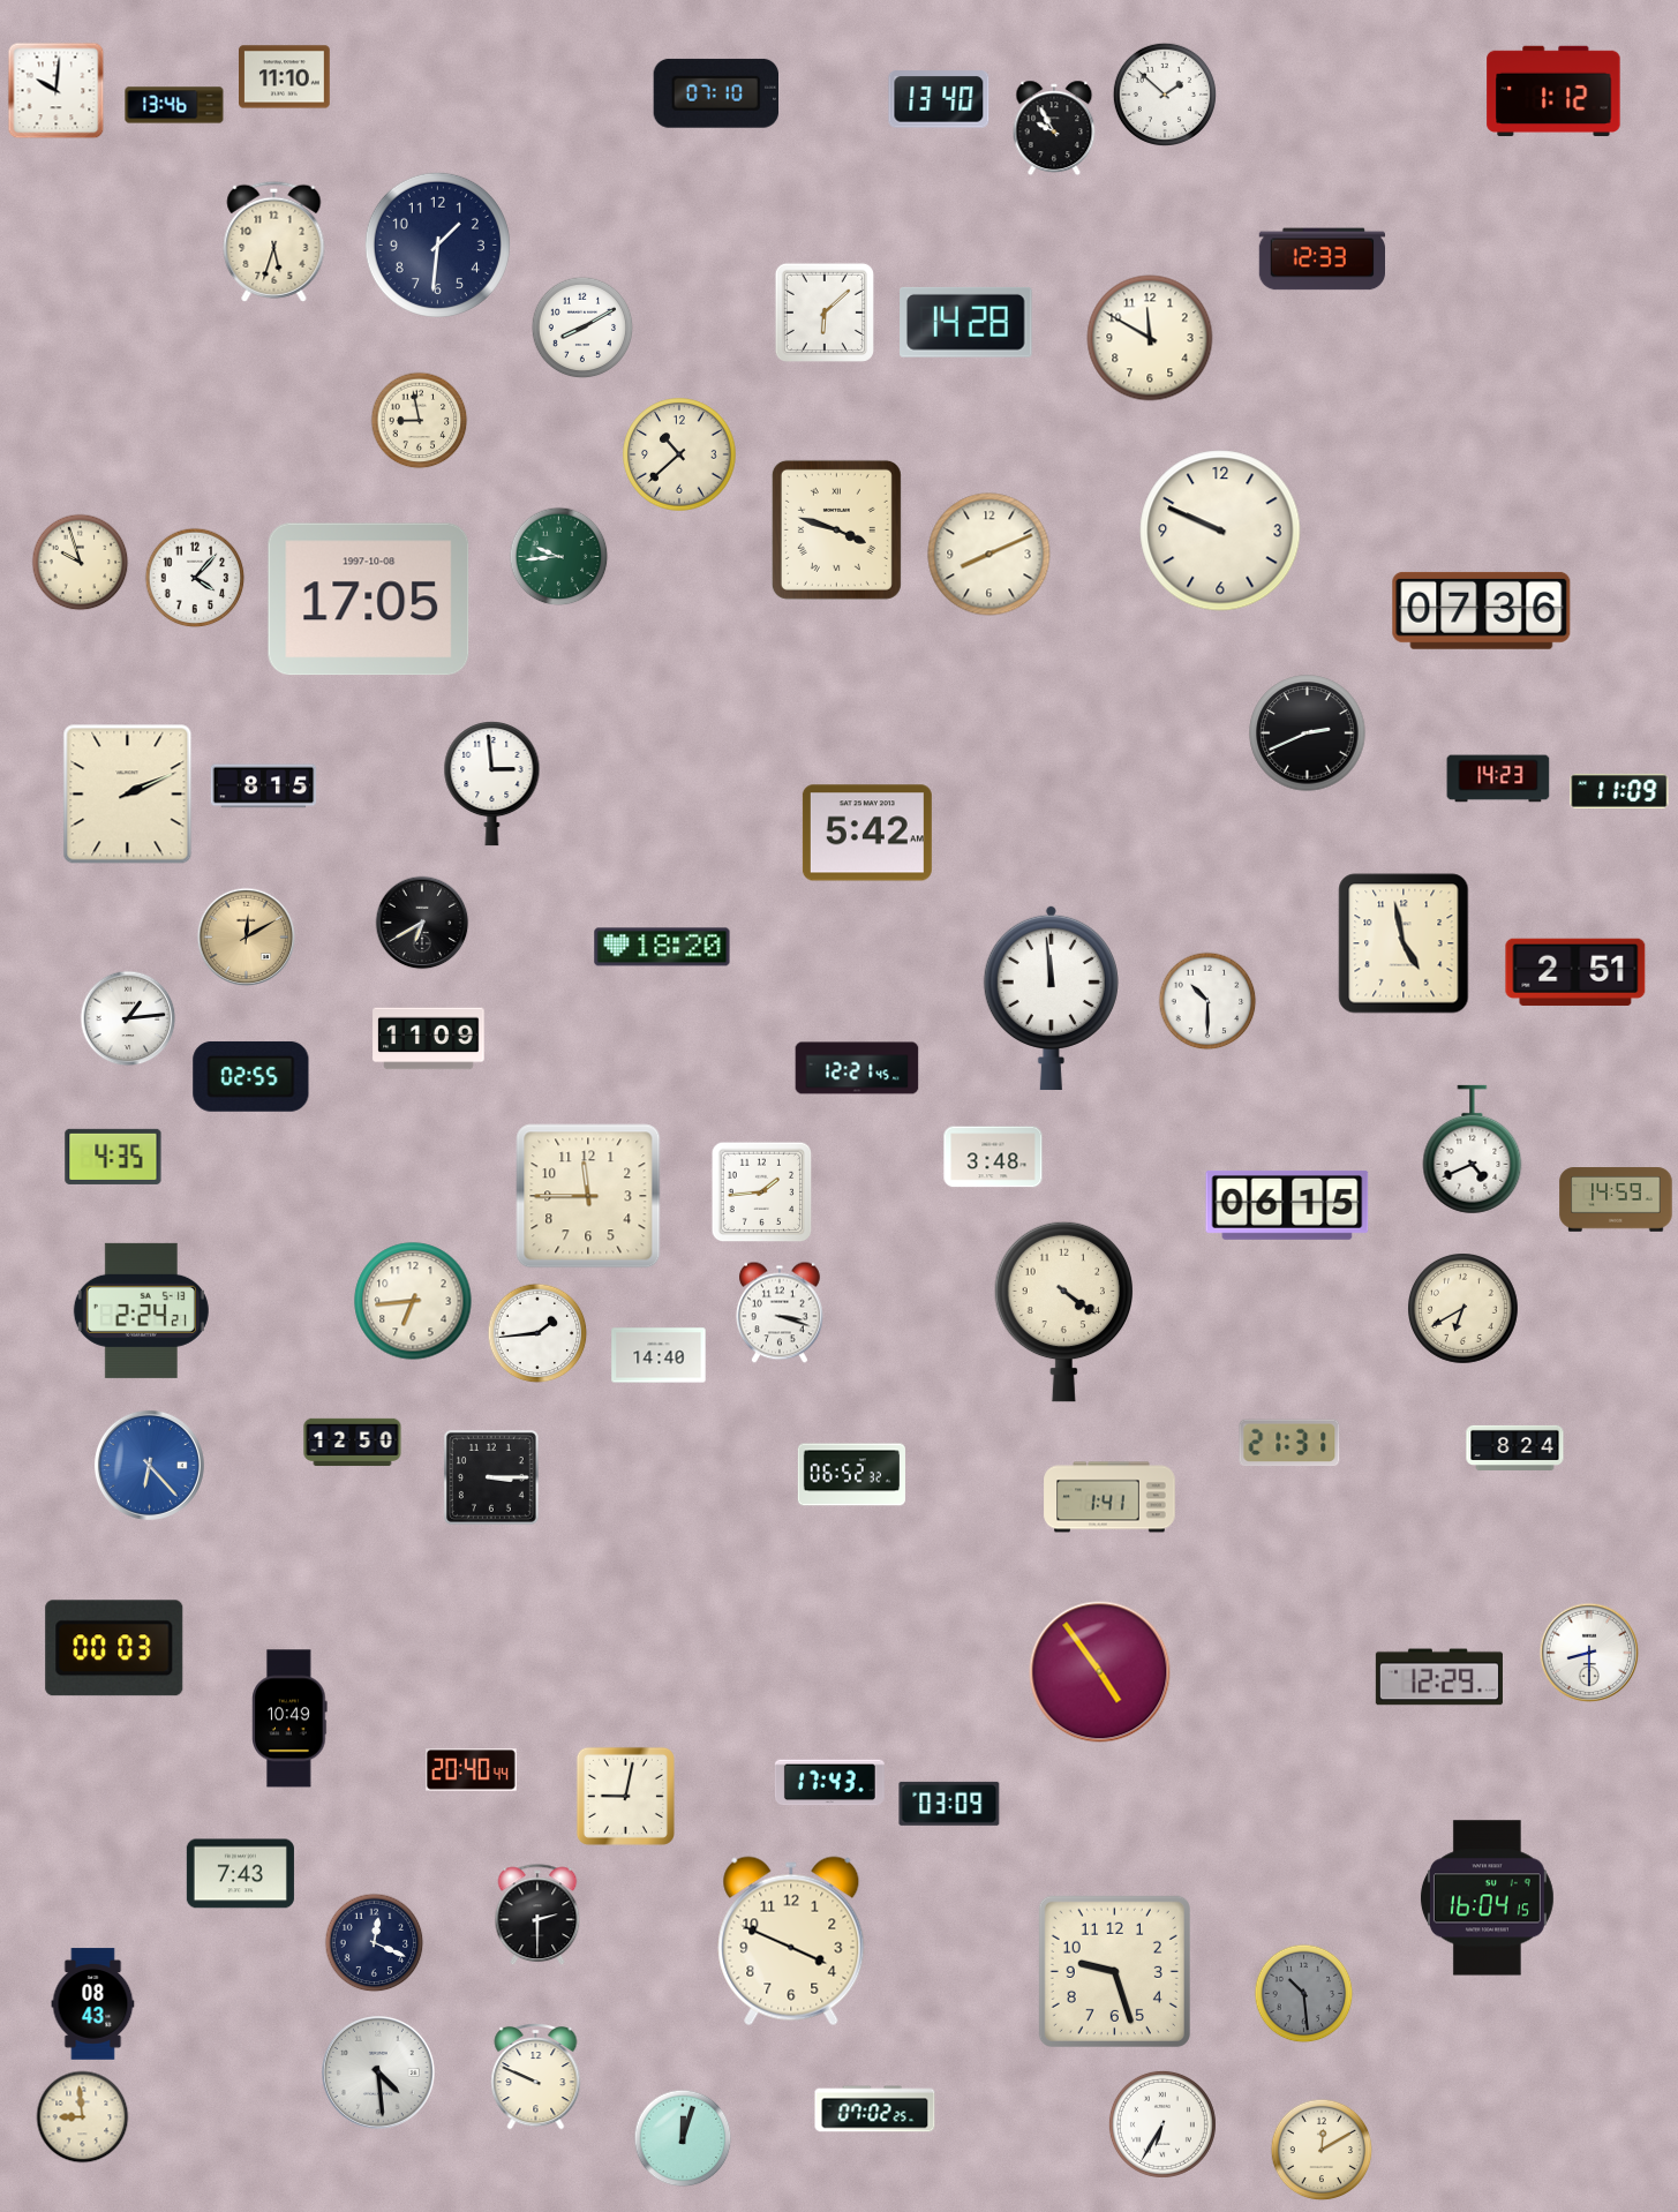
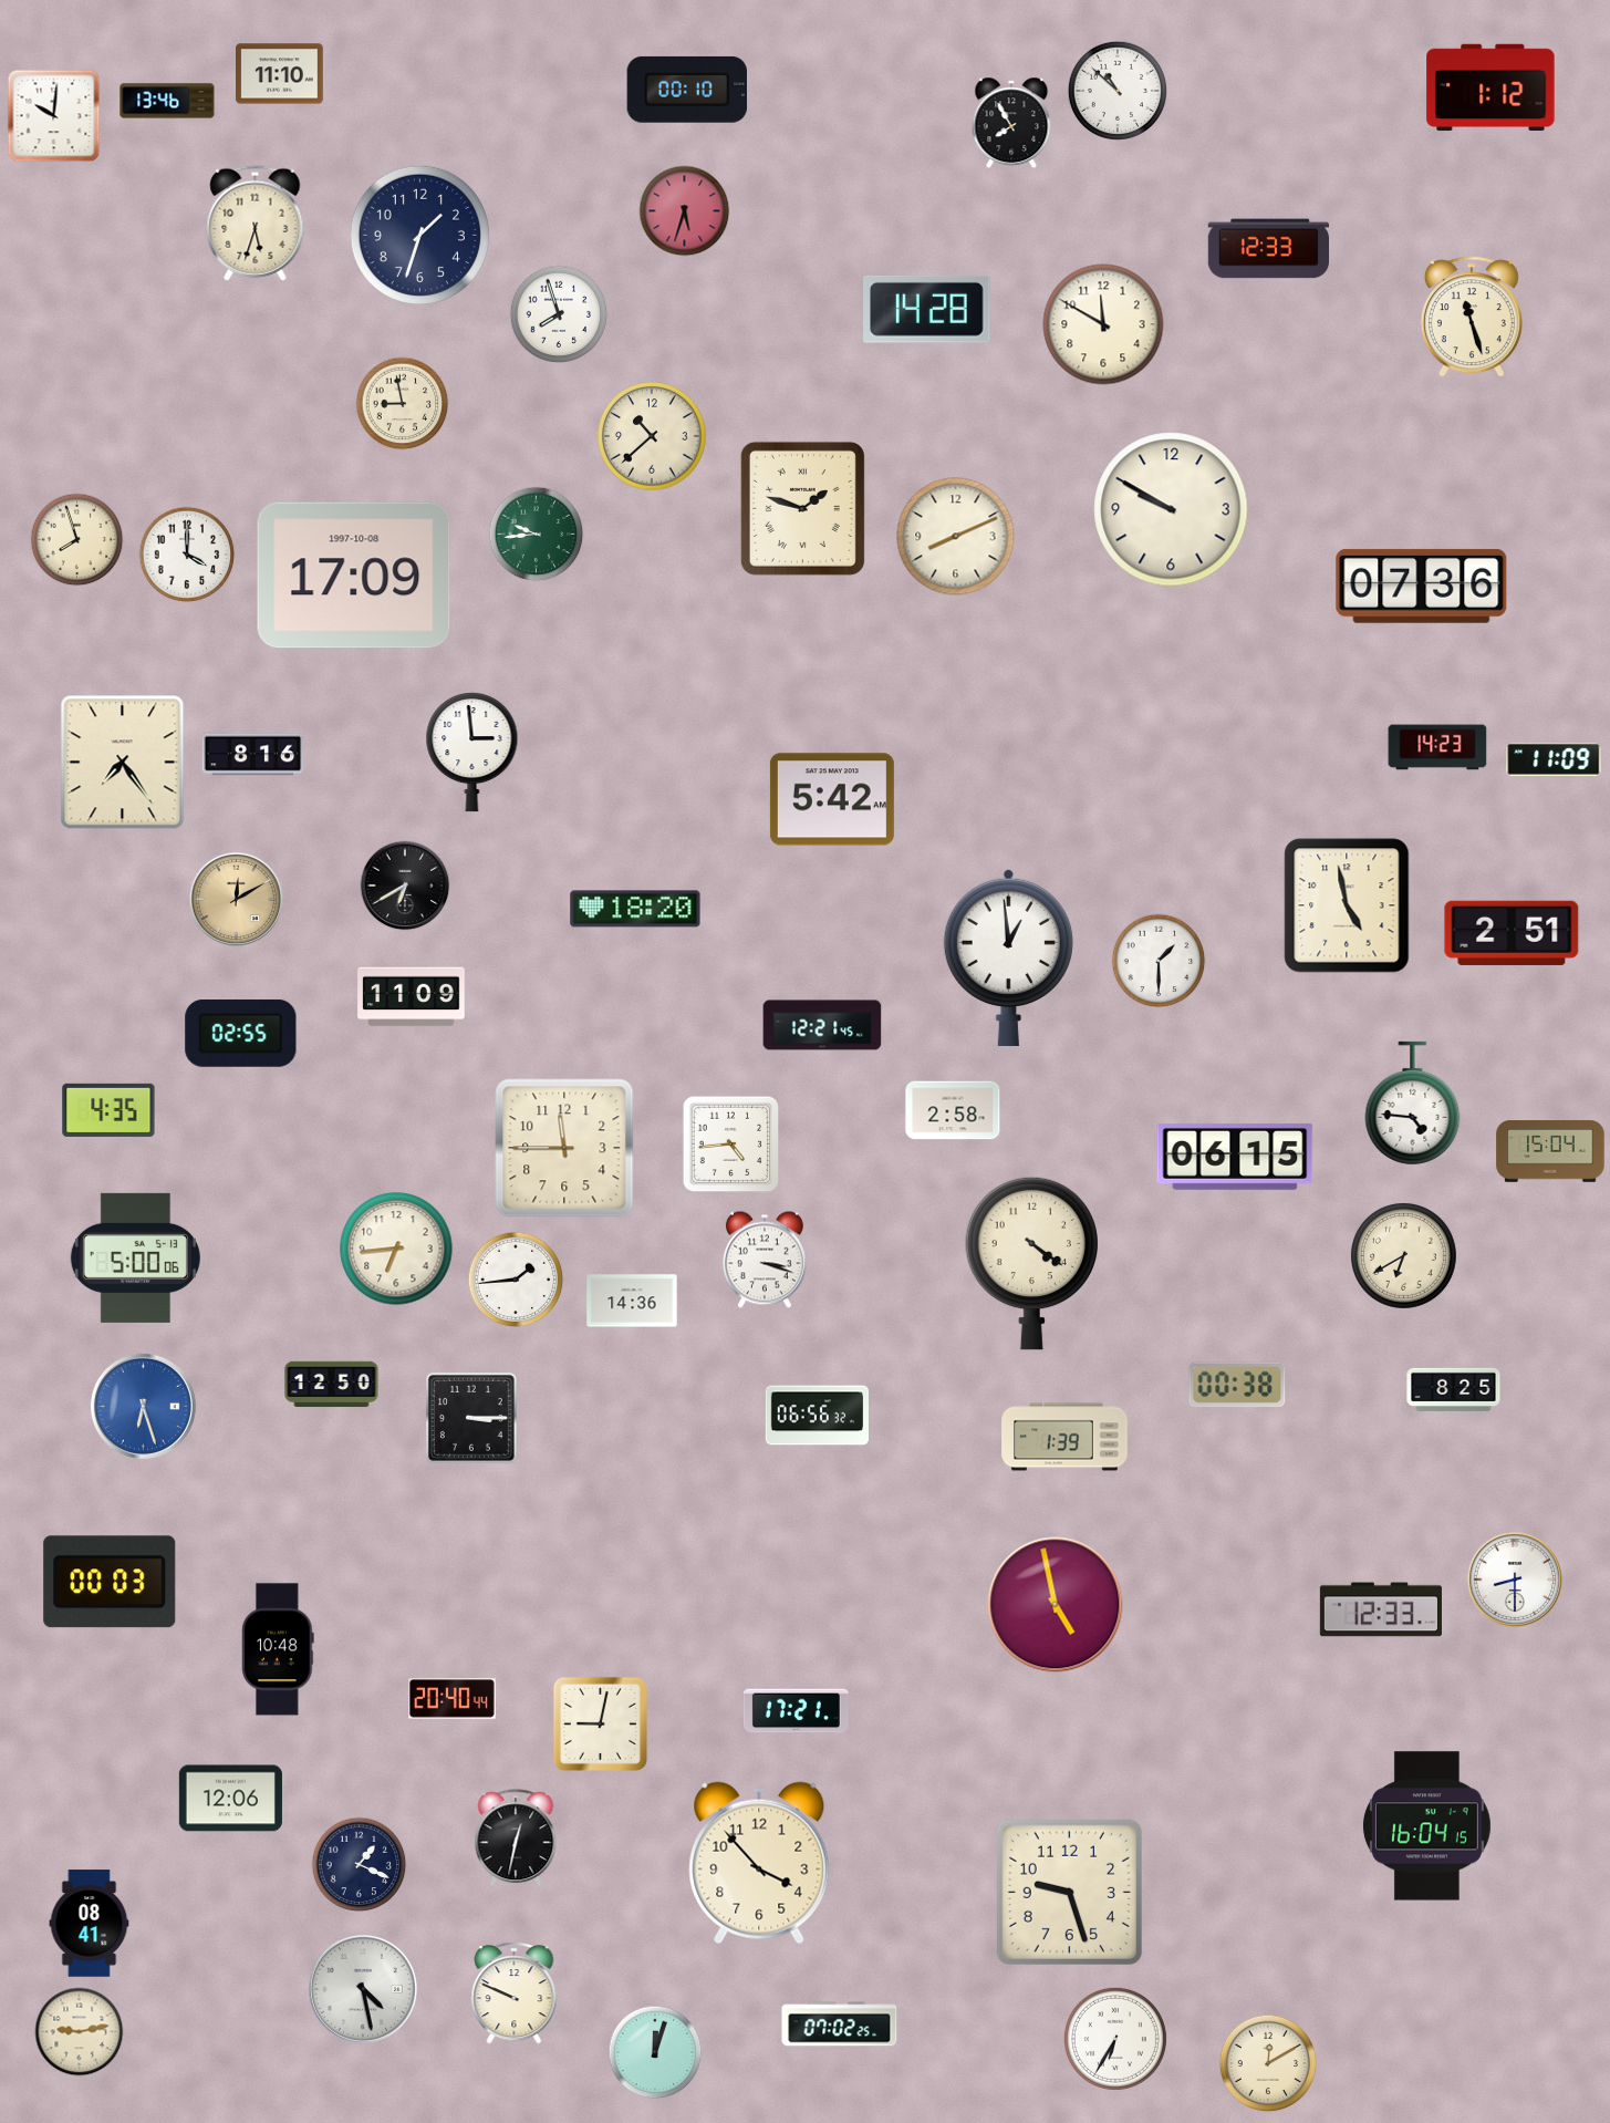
clock at (285, 77) position: (285, 77) -> (280, 74)
clock at (57, 91) position: (57, 91) -> (54, 116)
clock at (715, 93): 07:10 -> 00:10
clock at (1165, 95): 1:52 -> 10:52
clock at (939, 99): 13:40 -> none
clock at (1054, 128): 9:55 -> 7:55
clock at (685, 211): none -> 5:33
clock at (274, 241) position: (274, 241) -> (256, 222)
clock at (437, 244): 1:31 -> 1:33
clock at (825, 313): 6:08 -> none
clock at (582, 328): 8:10 -> 7:57
clock at (1472, 317): none -> 11:27
clock at (836, 529): 3:48 -> 1:48
clock at (1220, 531): 9:49 -> 9:50
clock at (990, 555) position: (990, 555) -> (956, 537)
clock at (81, 563): 9:57 -> 7:57
clock at (195, 578): 4:07 -> 4:00
clock at (369, 600): 17:05 -> 17:09
clock at (1308, 733): 2:41 -> none
clock at (264, 787): 8:15 -> 8:16
clock at (128, 795): 2:11 -> 7:24
clock at (1051, 998): 11:59 -> 12:59
clock at (1207, 1001): 10:30 -> 1:30
clock at (128, 1018): 1:14 -> none
clock at (1473, 1150): 4:41 -> 4:46
clock at (993, 1157): 3:48 -> 2:58
clock at (762, 1192): 1:44 -> 4:44
clock at (1616, 1199): 14:59 -> 15:04
clock at (141, 1310): 2:24 -> 5:00
clock at (1064, 1311) position: (1064, 1311) -> (1032, 1263)
clock at (780, 1312) position: (780, 1312) -> (765, 1260)
clock at (659, 1355): 14:40 -> 14:36
clock at (353, 1443) position: (353, 1443) -> (332, 1385)
clock at (1289, 1443): 21:31 -> 00:38
clock at (1515, 1447): 8:24 -> 8:25
clock at (149, 1465): 6:23 -> 6:27
clock at (851, 1475): 06:52 -> 06:56
clock at (1109, 1497): 1:41 -> 1:39
clock at (1589, 1653) position: (1589, 1653) -> (1515, 1580)
clock at (1100, 1672): 4:54 -> 4:58
clock at (1439, 1677): 12:29 -> 12:33
clock at (291, 1718): 10:49 -> 10:48
clock at (829, 1783): 17:43 -> 17:21
clock at (949, 1804): 03:09 -> none
clock at (240, 1874): 7:43 -> 12:06
clock at (1487, 1898) position: (1487, 1898) -> (1426, 1826)
clock at (537, 1916): 2:30 -> 12:32
clock at (791, 1941): 3:49 -> 3:53
clock at (375, 1943): 12:19 -> 1:19
clock at (1304, 1994): 10:29 -> none
clock at (93, 2004): 08:43 -> 08:41
clock at (378, 2072): 4:29 -> 4:28
clock at (83, 2117): 8:59 -> 9:13
